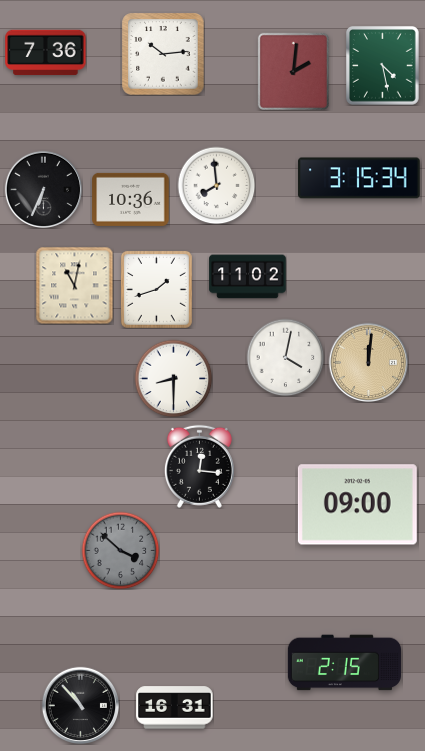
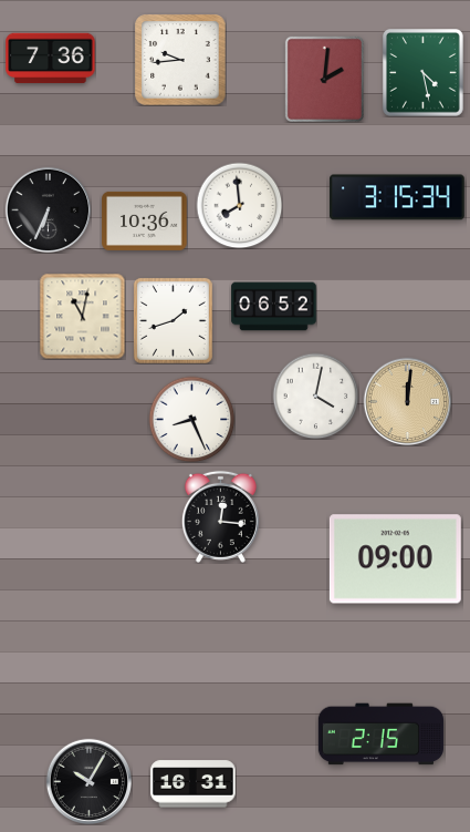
clock at (163, 54): 10:14 -> 9:44
clock at (248, 277): 11:02 -> 06:52
clock at (173, 378): 8:30 -> 8:26
clock at (120, 550): 3:52 -> none
clock at (80, 705): 10:53 -> 10:05
